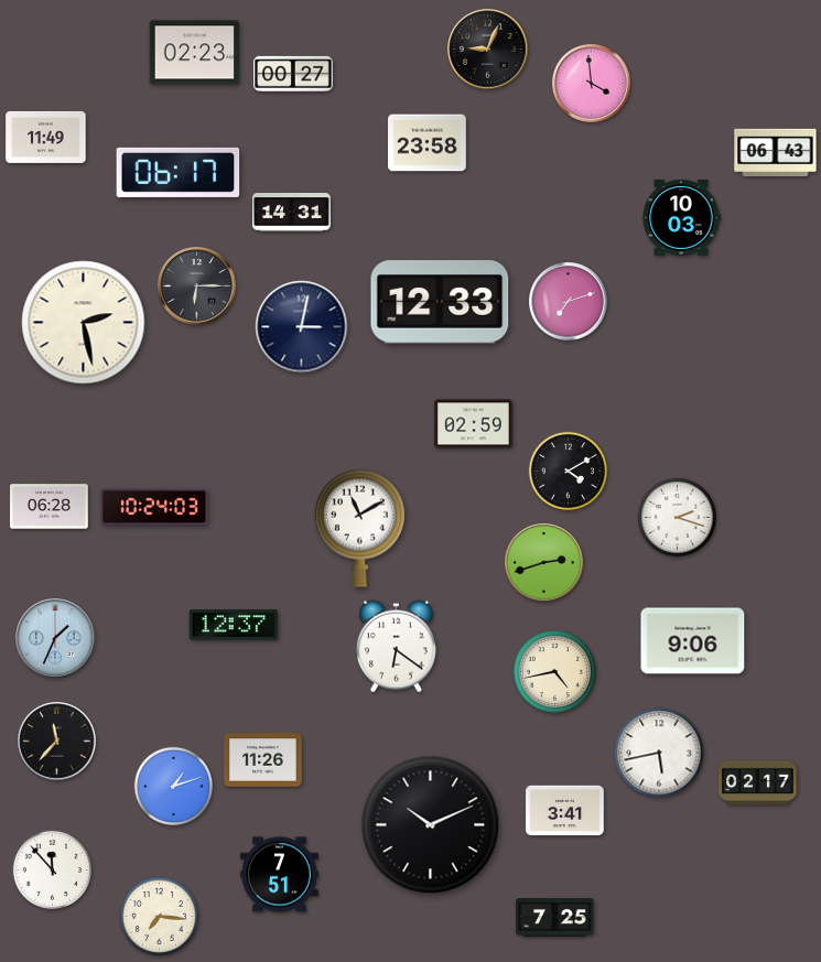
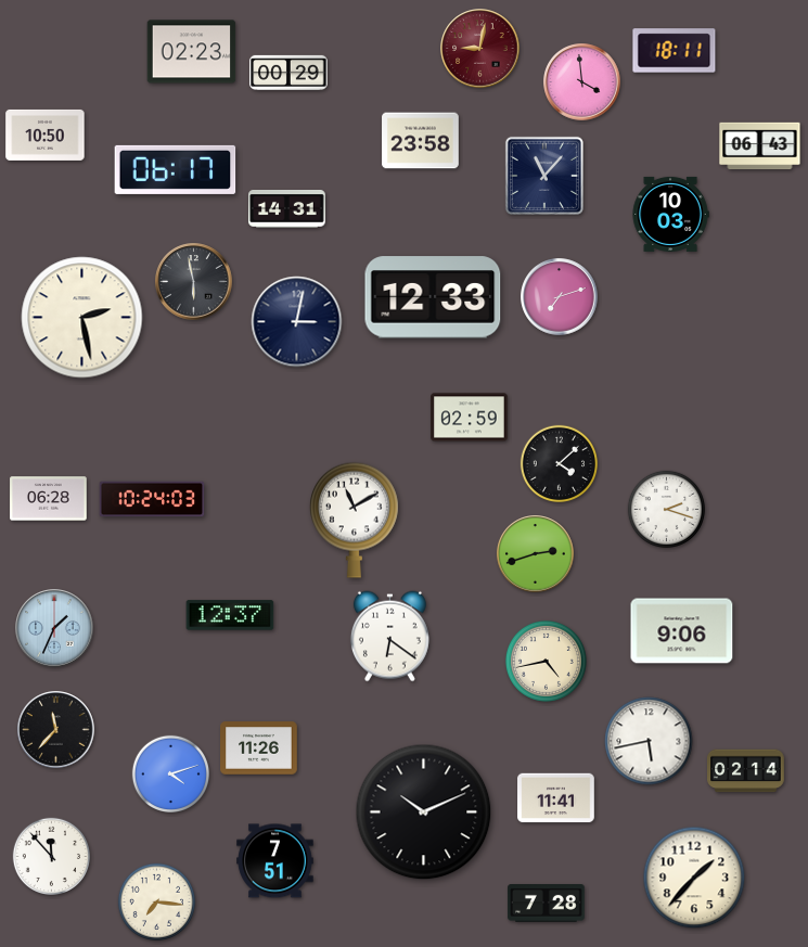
clock at (488, 50): 9:04 -> 9:02
clock at (488, 50) dial: black -> burgundy
clock at (675, 51): none -> 18:11
clock at (293, 74): 00:27 -> 00:29
clock at (46, 137): 11:49 -> 10:50
clock at (776, 153) position: (776, 153) -> (760, 146)
clock at (544, 176): none -> 11:07
clock at (197, 287): 6:15 -> 5:58
clock at (474, 424) position: (474, 424) -> (470, 418)
clock at (568, 471): 4:10 -> 4:08
clock at (758, 783): 02:17 -> 02:14
clock at (173, 786): 1:12 -> 4:12
clock at (565, 811): 3:41 -> 11:41
clock at (694, 878): none -> 1:37
clock at (555, 918): 7:25 -> 7:28
